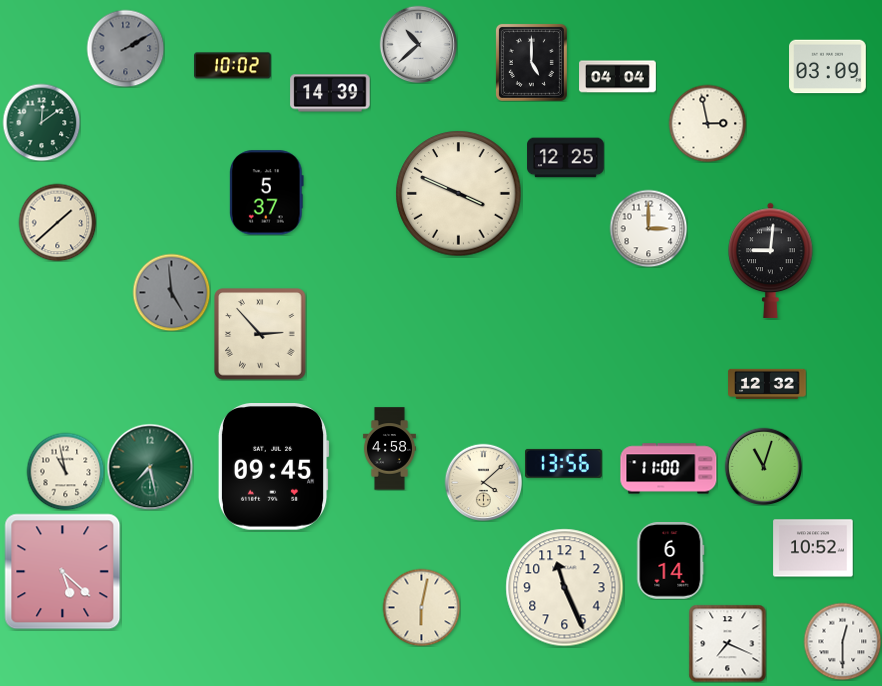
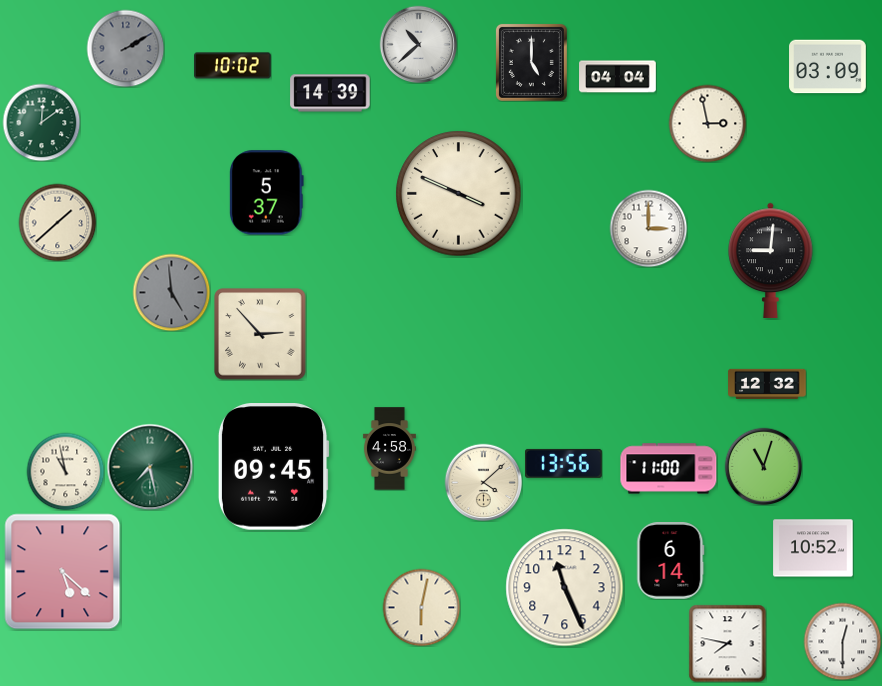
clock at (566, 158): 12:25 -> none
clock at (727, 643): 7:19 -> 7:47
